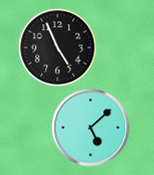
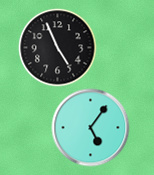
clock at (90, 127): 5:08 -> 5:06
